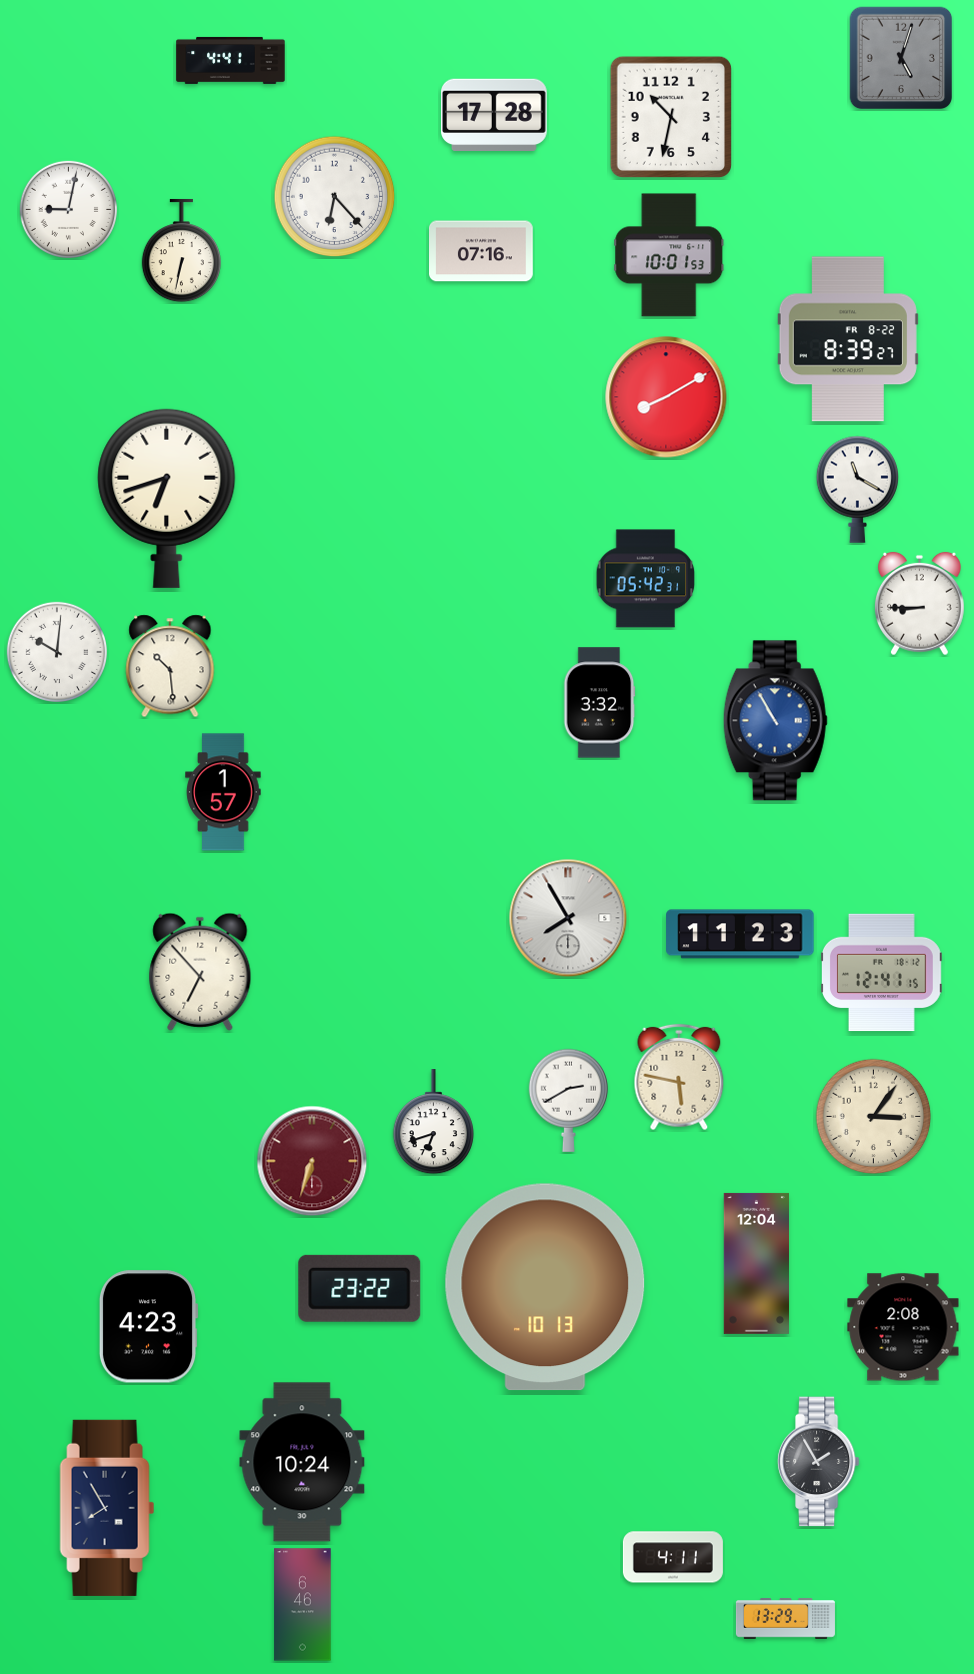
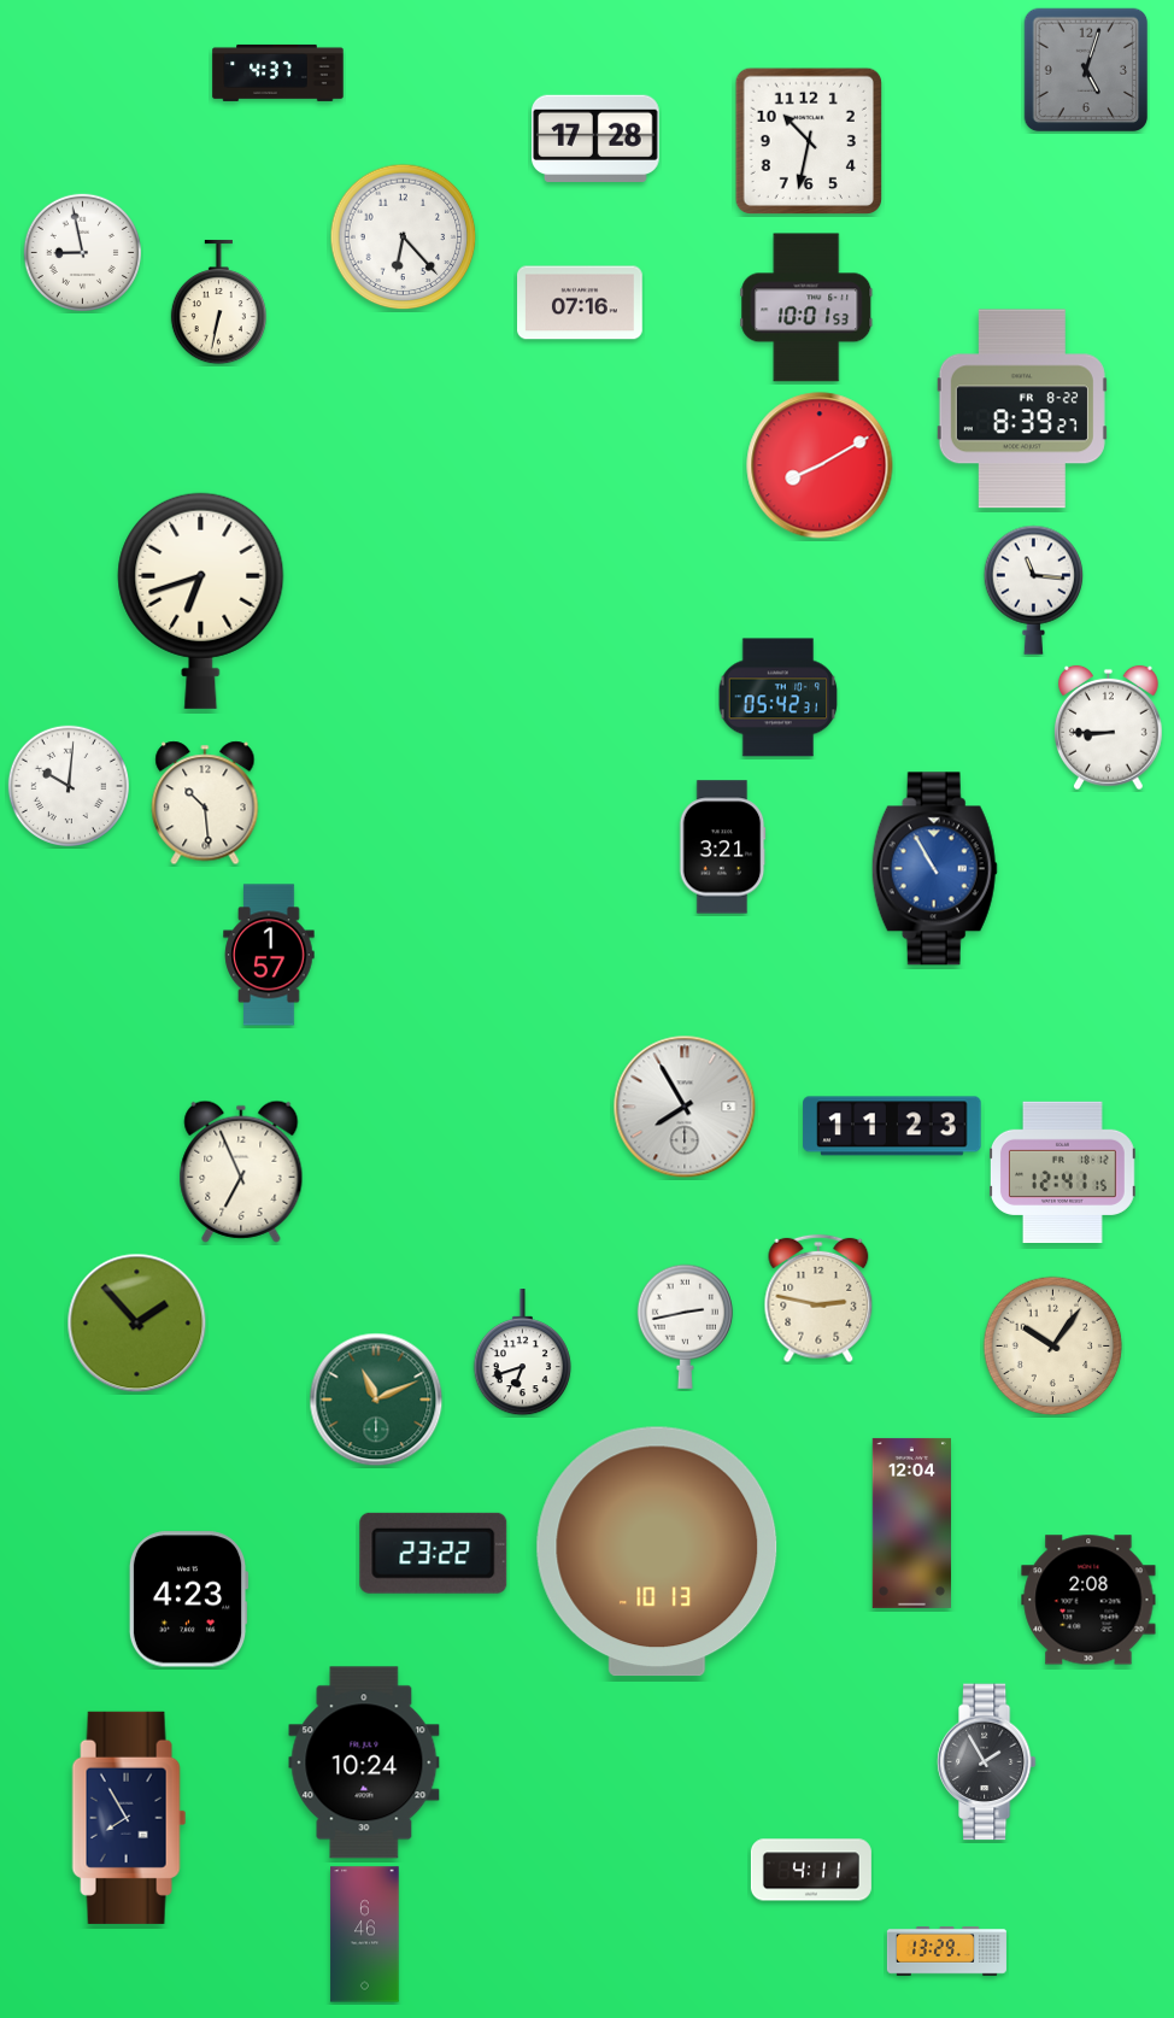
clock at (231, 60): 4:41 -> 4:37
clock at (68, 209): 9:02 -> 8:58
clock at (666, 397) position: (666, 397) -> (820, 465)
clock at (857, 489): 11:20 -> 11:16
clock at (599, 703): 3:32 -> 3:21
clock at (200, 972): 6:53 -> 6:56
clock at (679, 1077): 5:47 -> 2:47
clock at (137, 1324): none -> 1:53
clock at (568, 1100): 2:40 -> 2:43
clock at (874, 1117): 3:06 -> 10:06
clock at (312, 1161): 6:33 -> 11:11
clock at (312, 1161) dial: burgundy -> green
clock at (148, 1327) position: (148, 1327) -> (188, 1600)
clock at (673, 1557) position: (673, 1557) -> (811, 1870)
